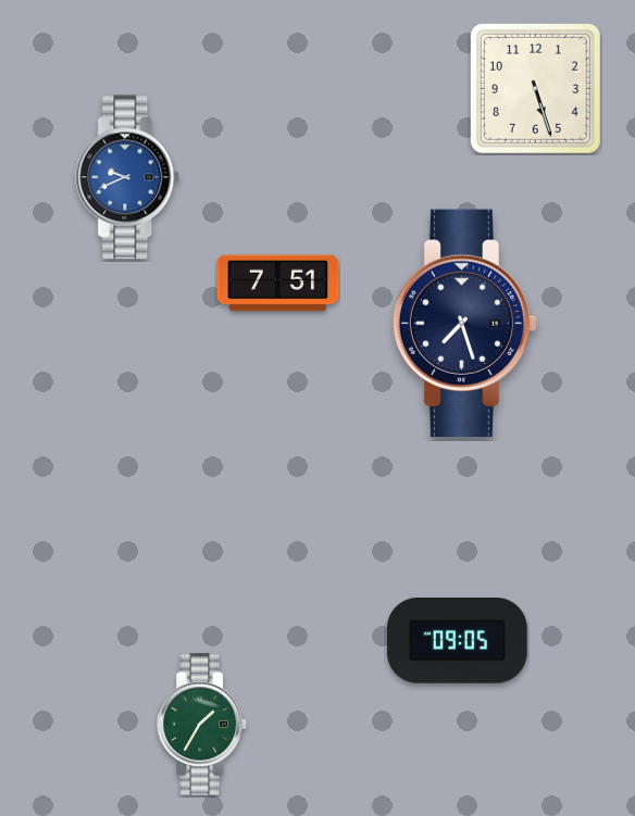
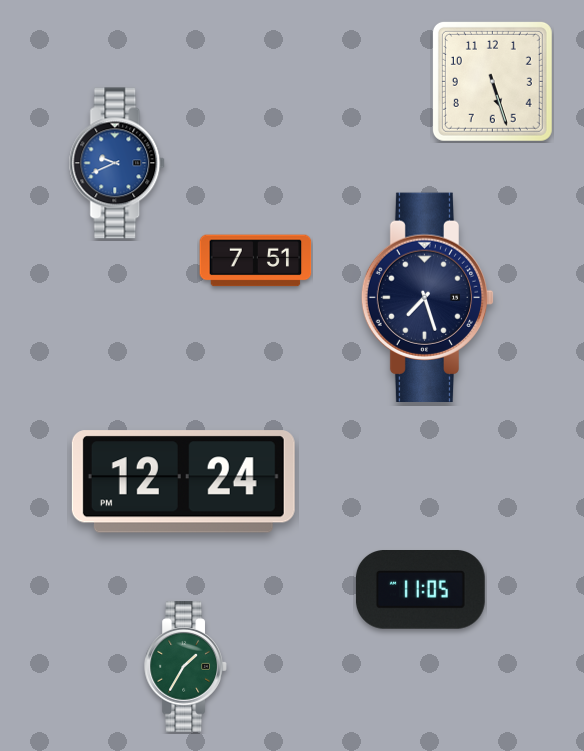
clock at (183, 482): none -> 12:24
clock at (457, 641): 09:05 -> 11:05
